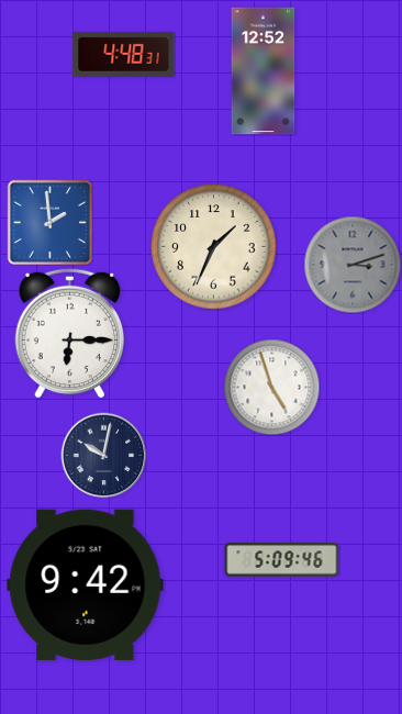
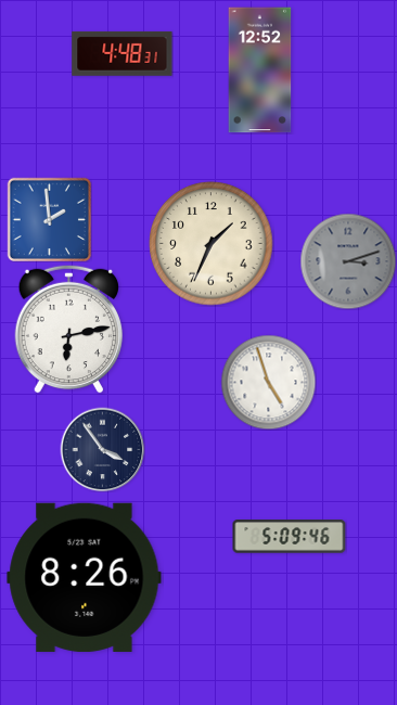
clock at (69, 333): 6:15 -> 6:13
clock at (103, 455): 10:02 -> 3:54
clock at (282, 560) position: (282, 560) -> (290, 537)
clock at (86, 584): 9:42 -> 8:26
